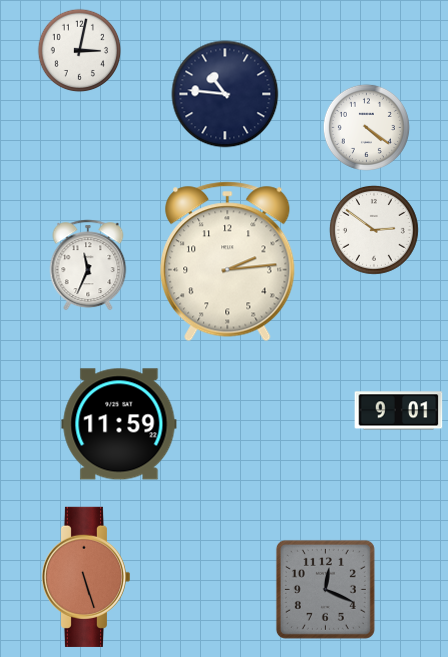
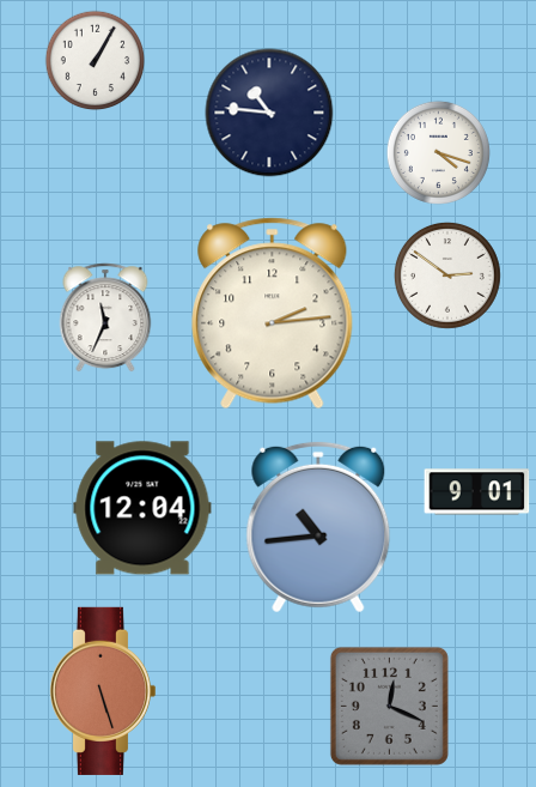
clock at (80, 51): 3:02 -> 1:05
clock at (366, 127): 4:21 -> 4:18
clock at (119, 424): 11:59 -> 12:04
clock at (318, 527): none -> 10:44
